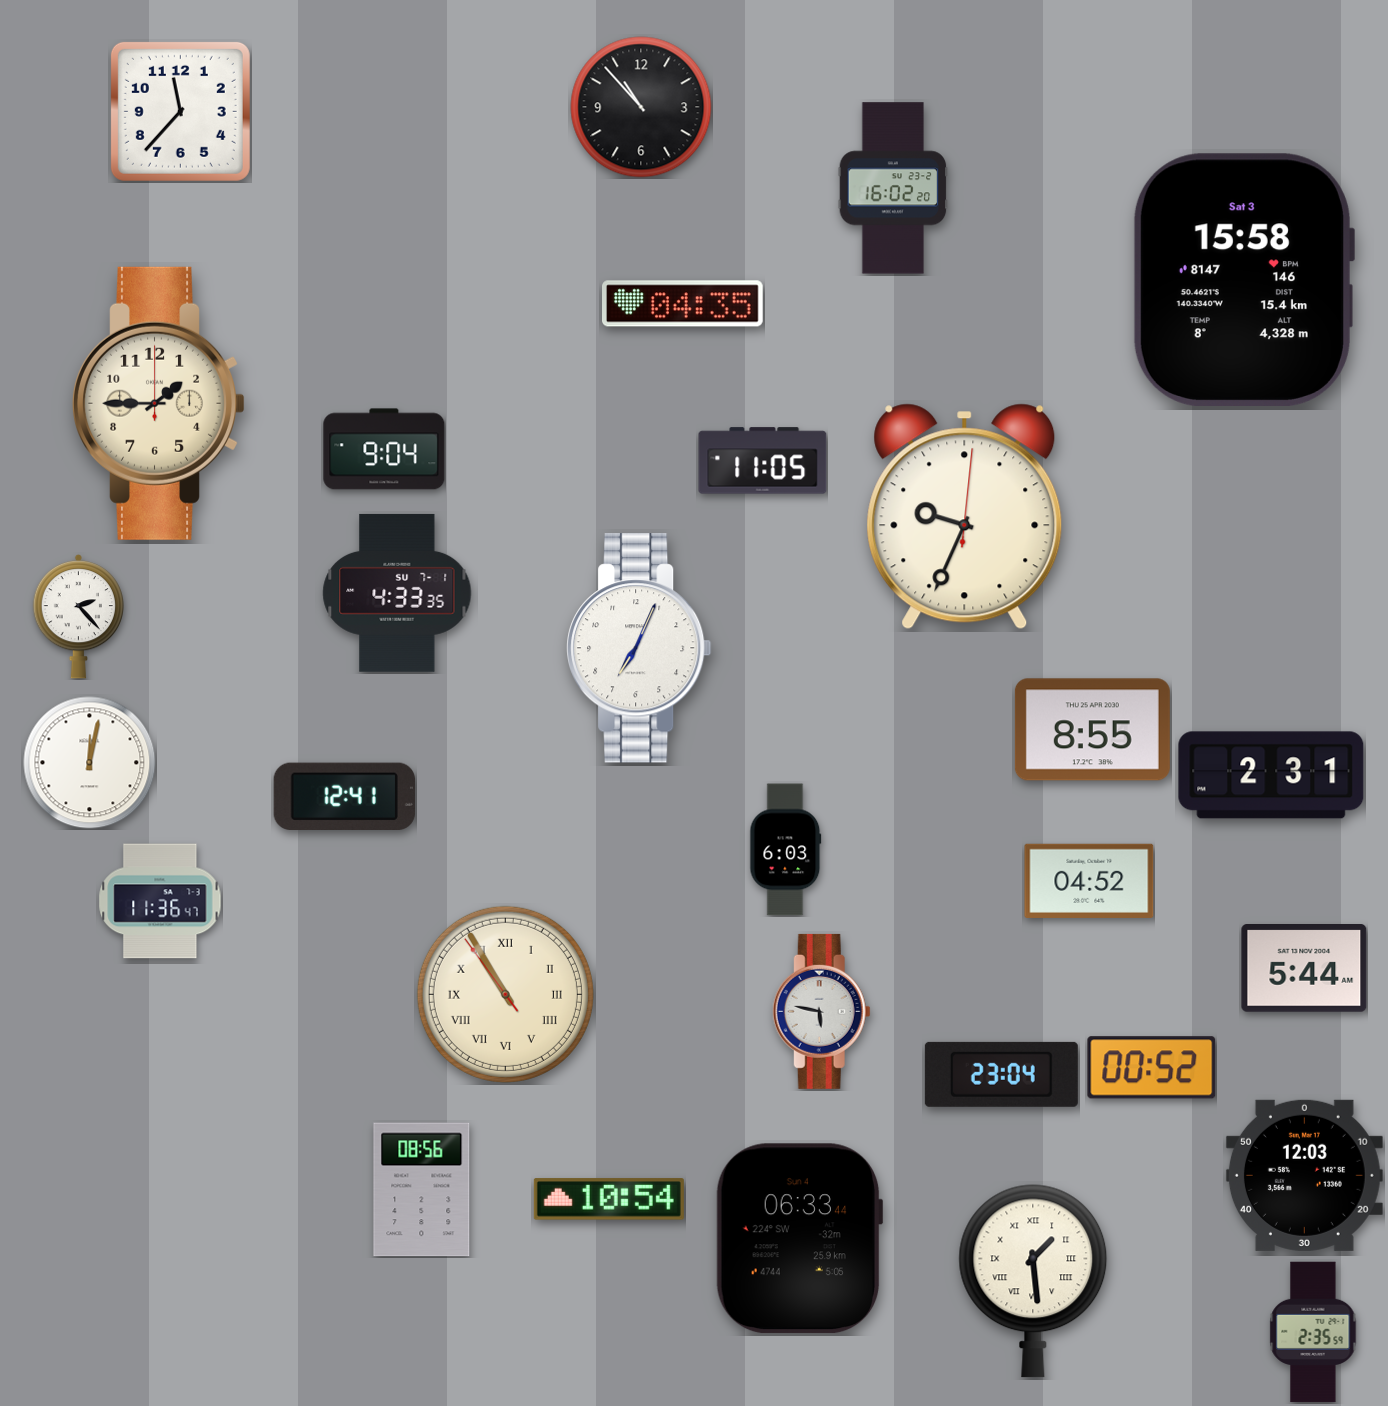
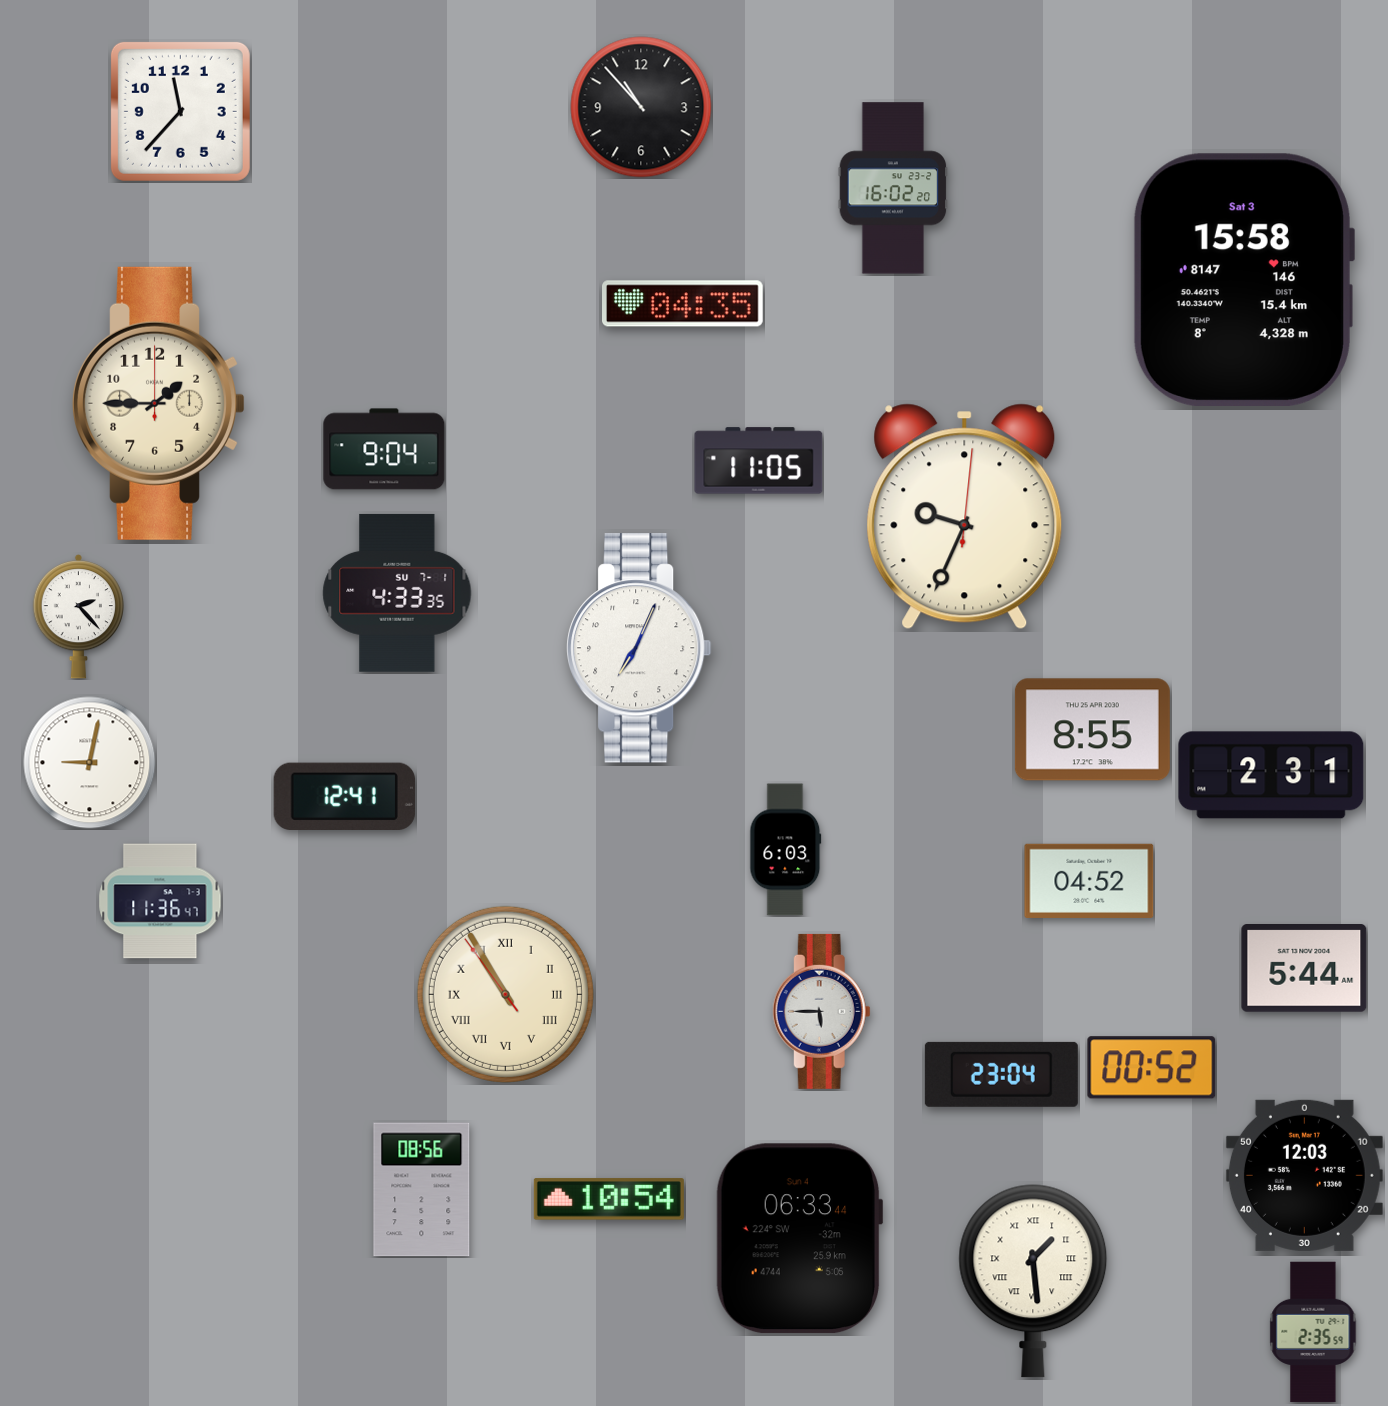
clock at (763, 461) position: (763, 461) -> (759, 461)
clock at (90, 763): 12:02 -> 9:02
clock at (821, 1011): 5:47 -> 5:45
